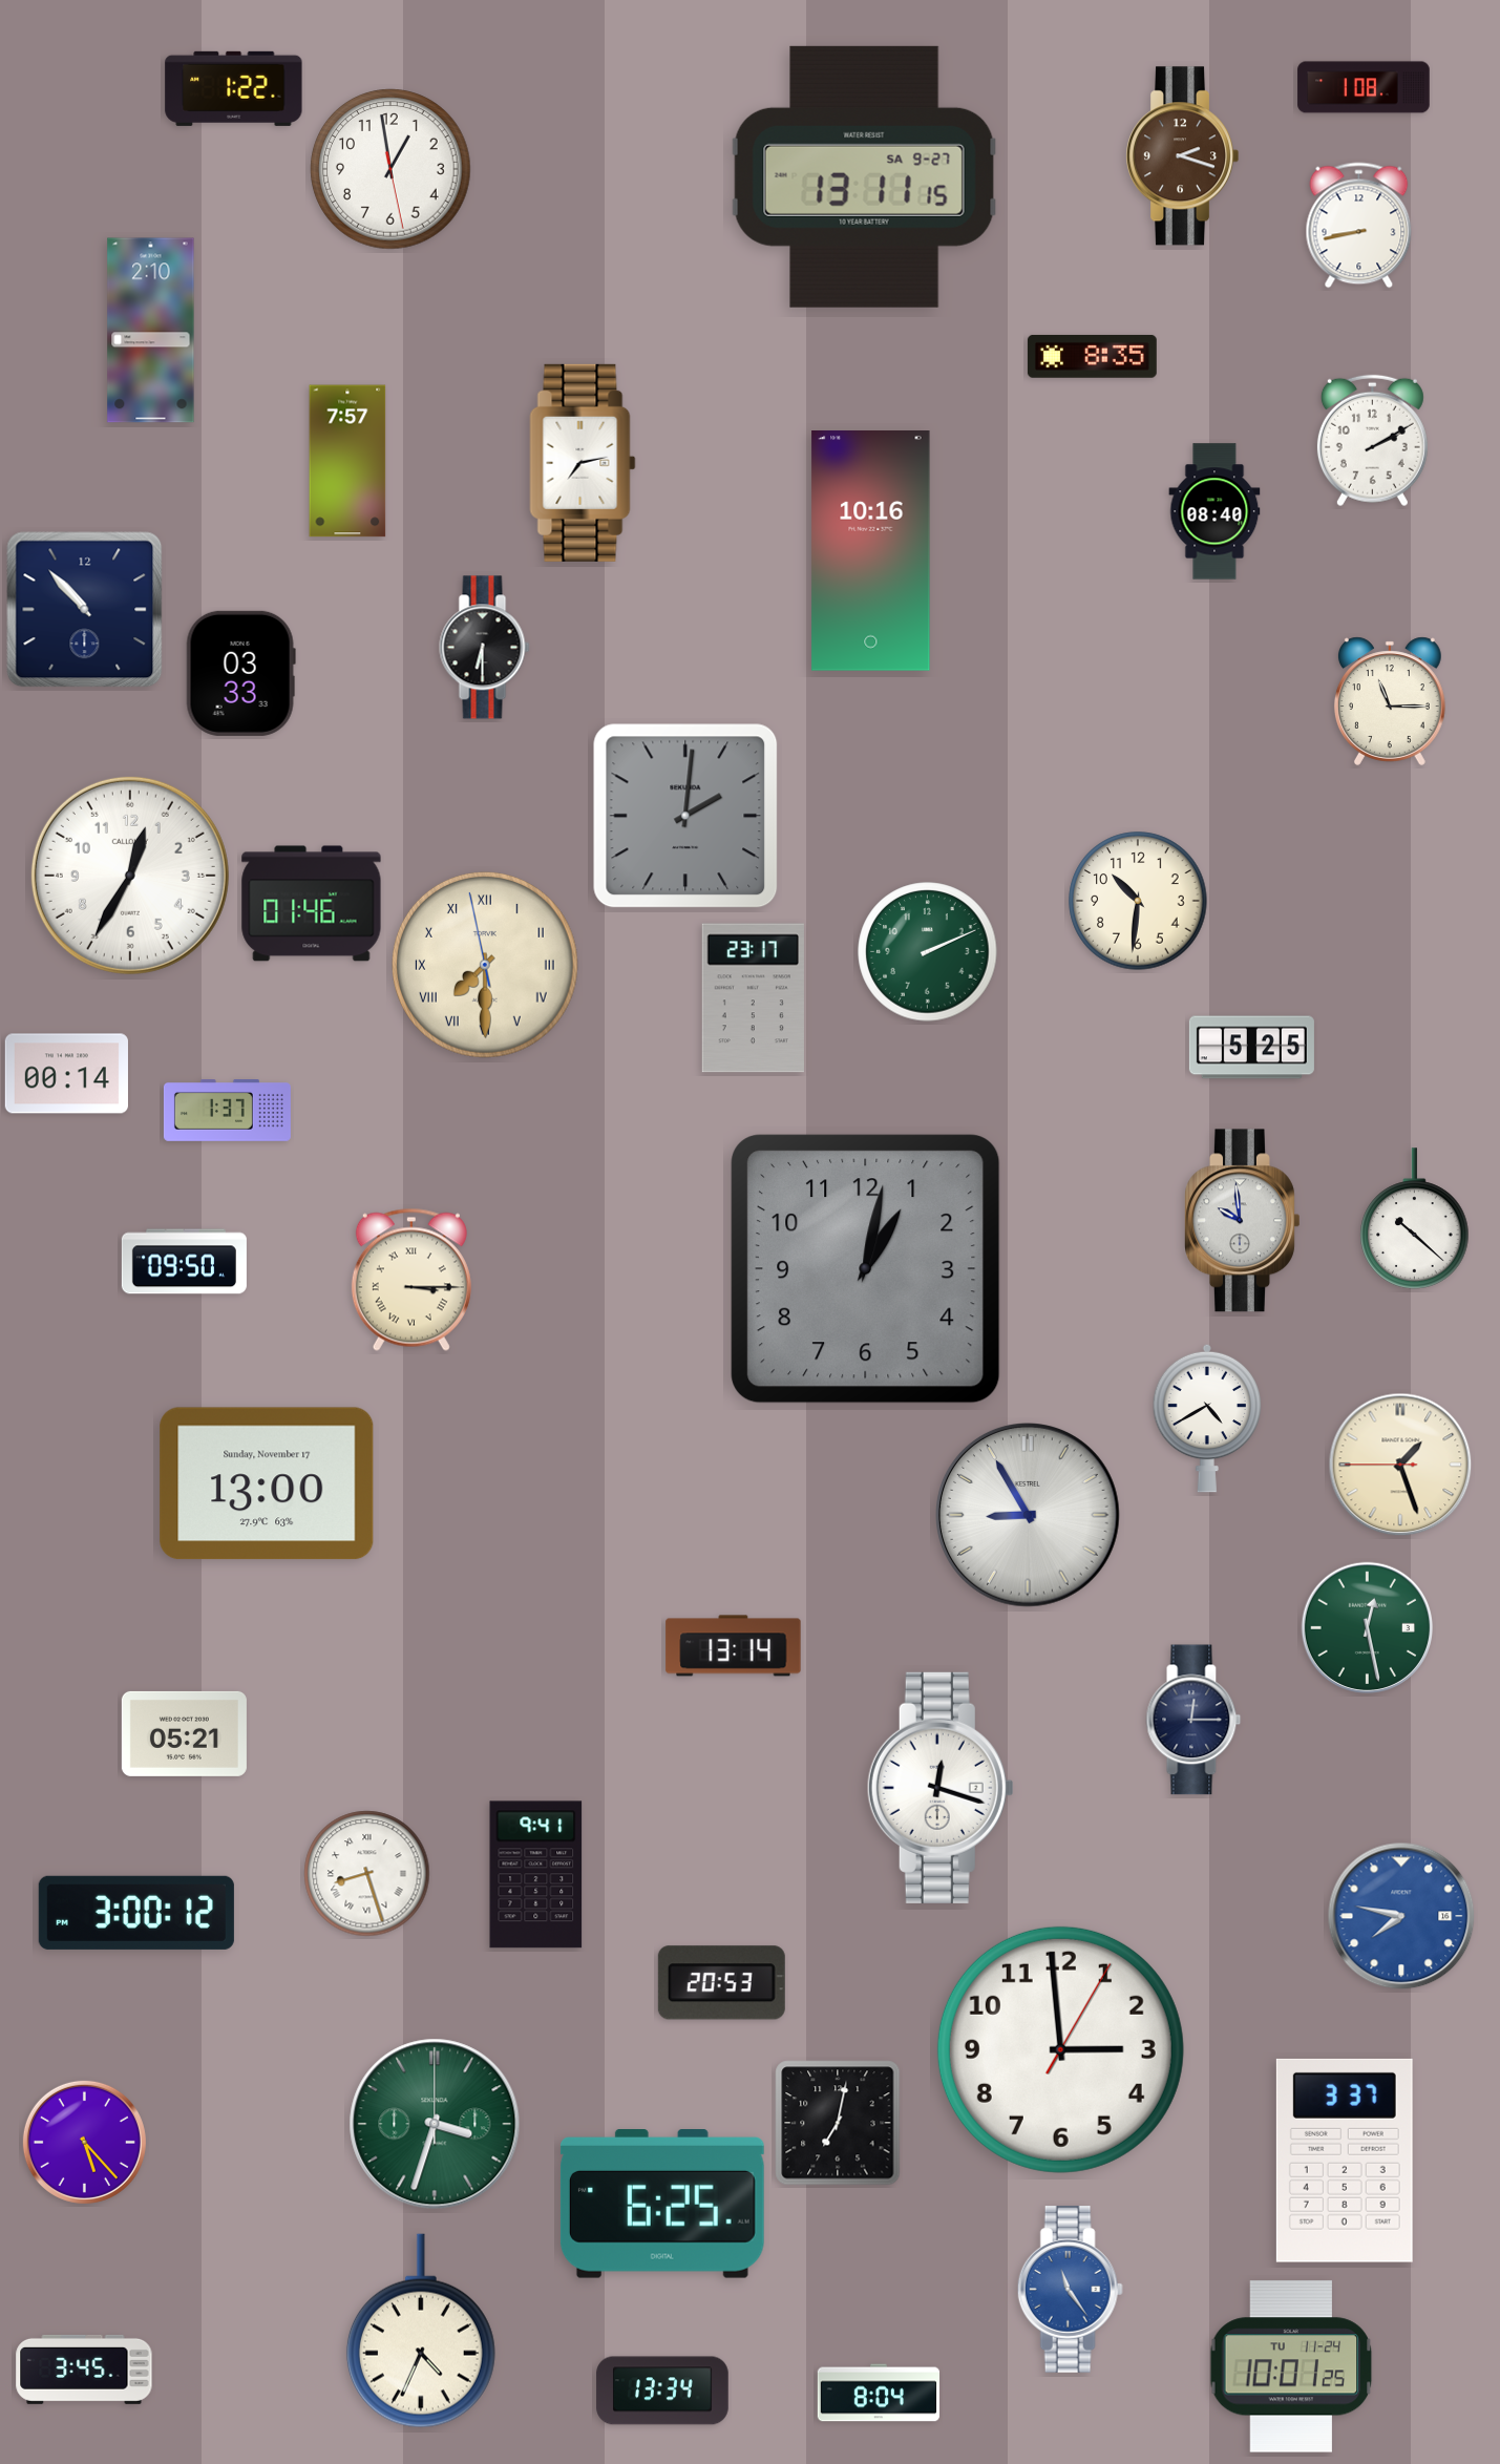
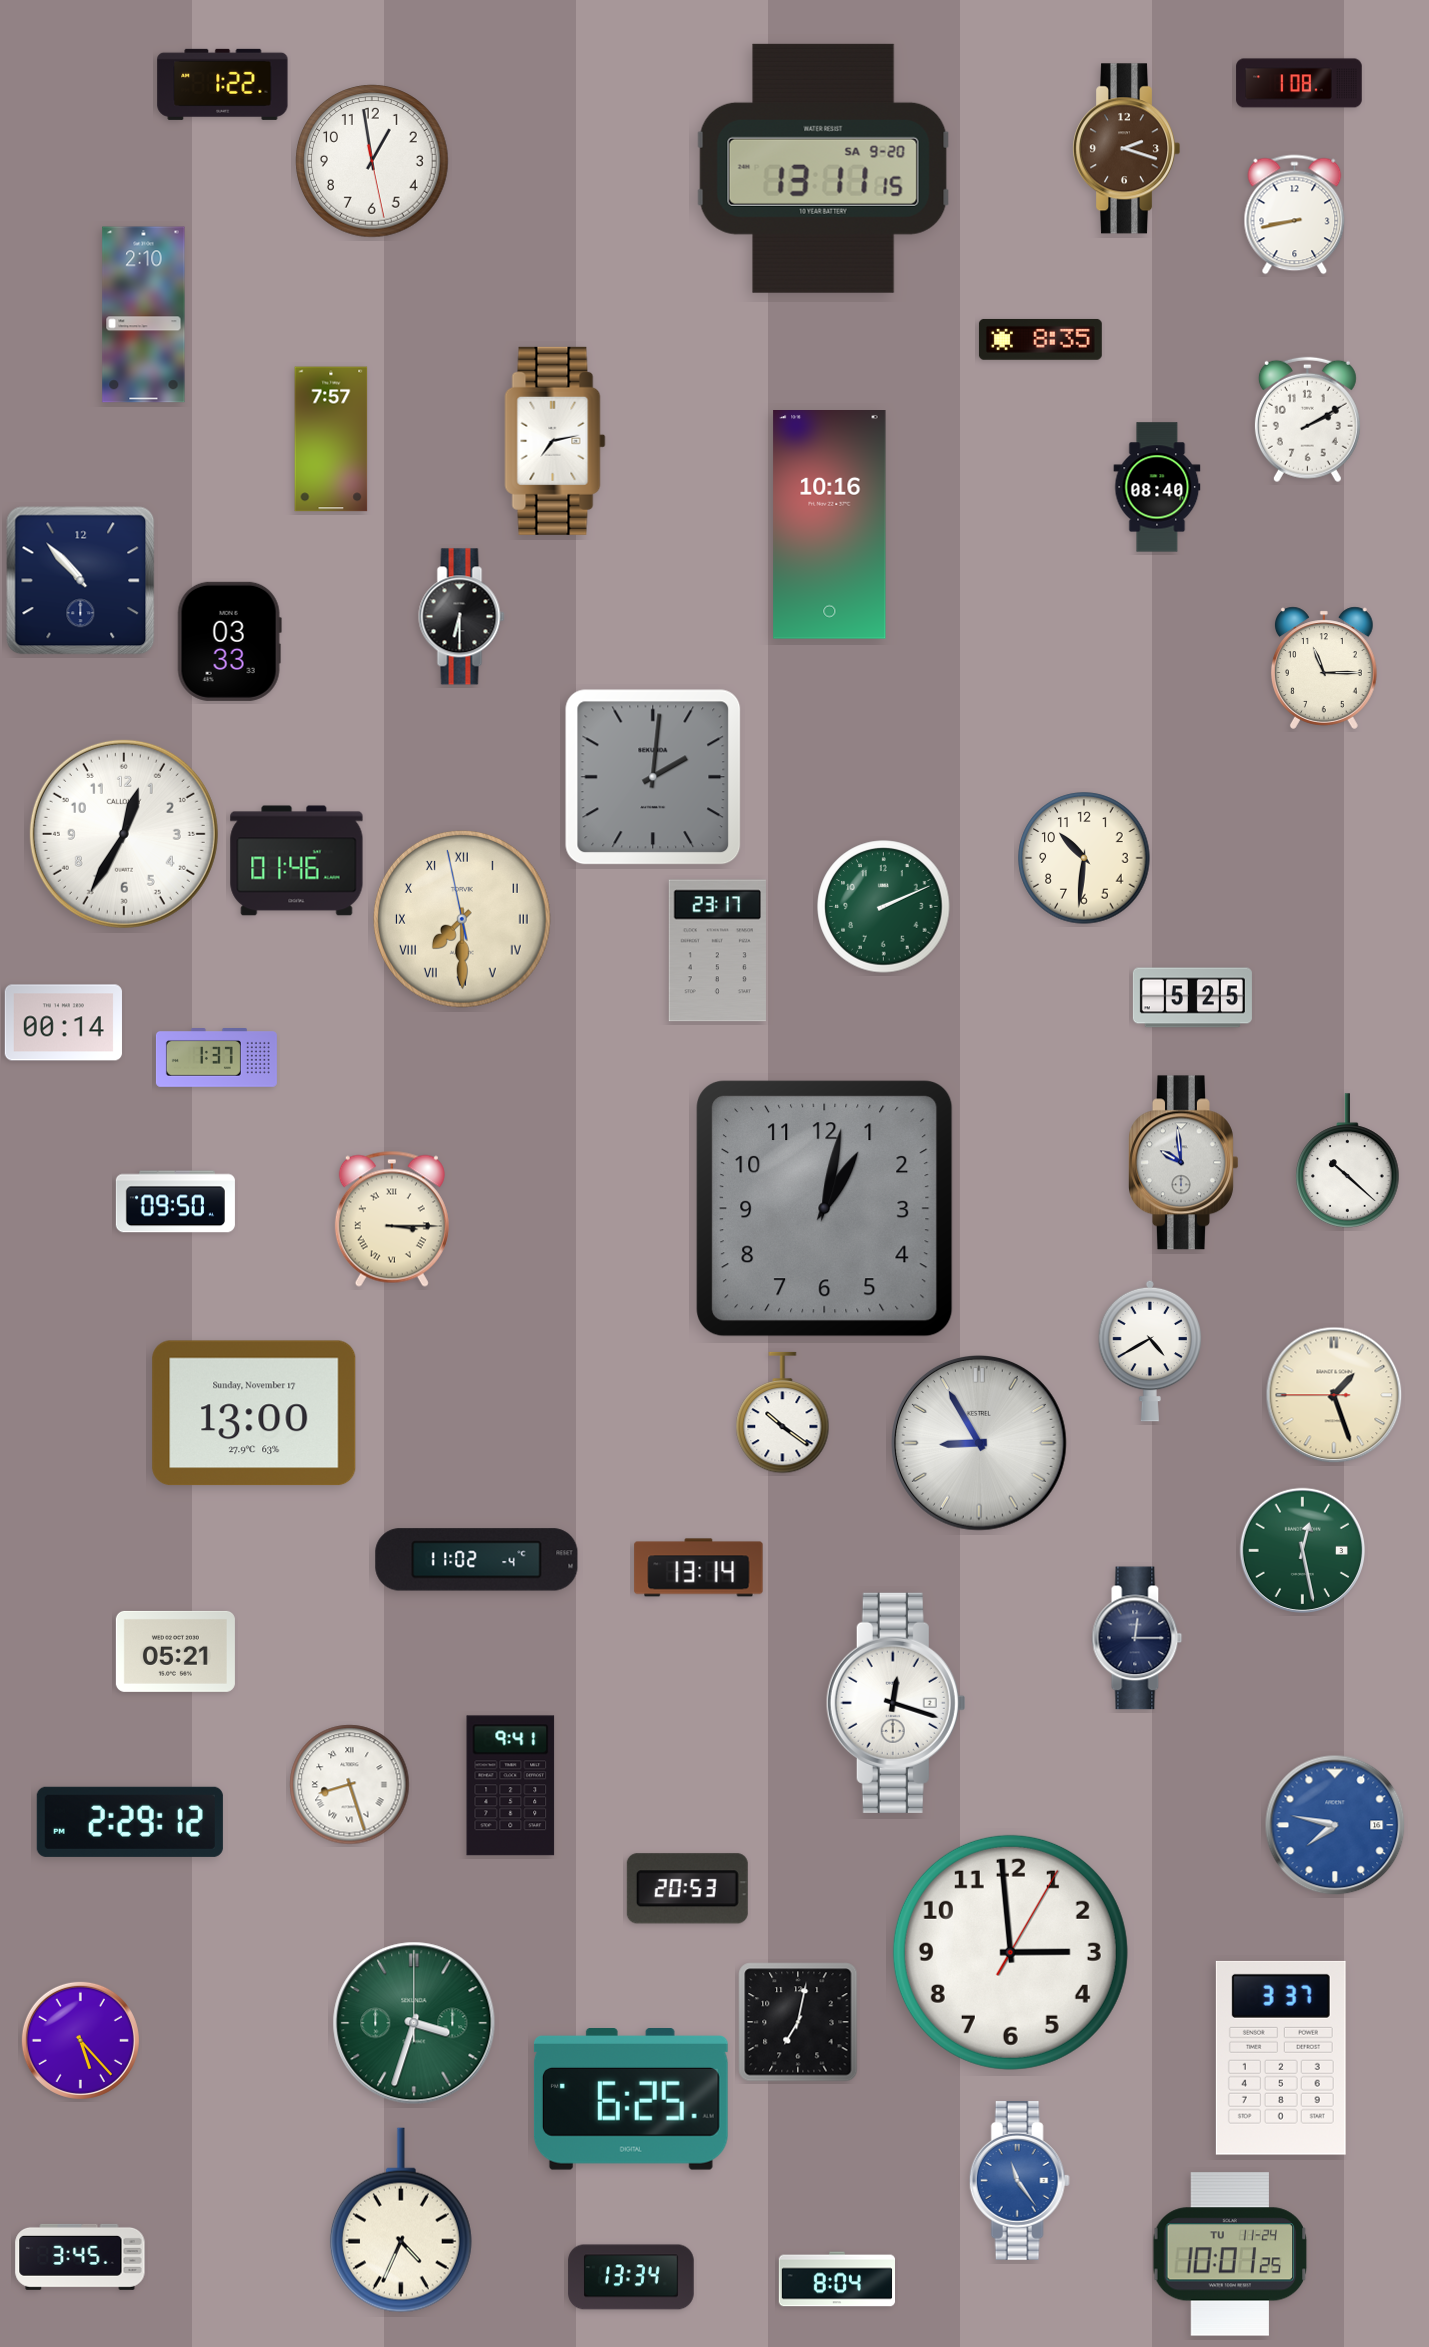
clock at (865, 176) date: SA 9-27 -> SA 9-20
clock at (783, 1413): none -> 10:21
clock at (477, 1560): none -> 11:02
clock at (136, 1913): 3:00 -> 2:29
